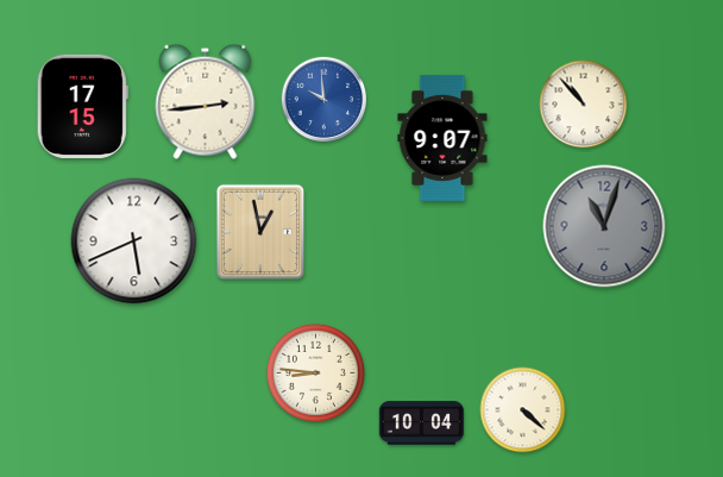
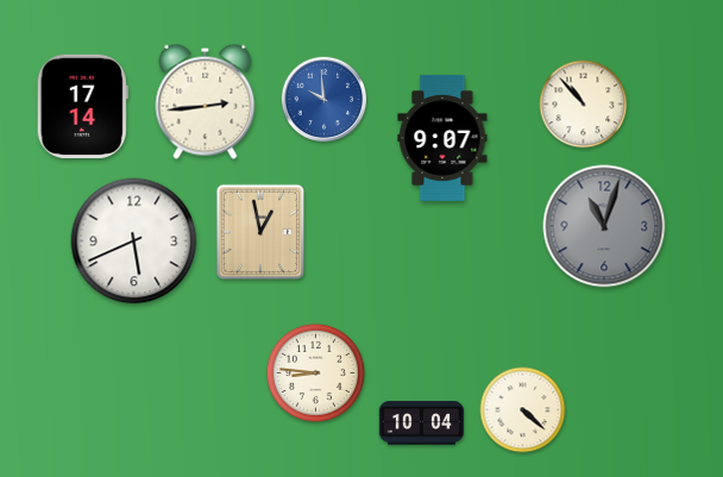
clock at (82, 106): 17:15 -> 17:14
